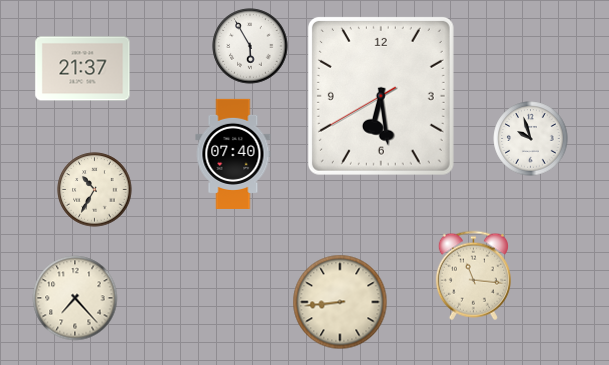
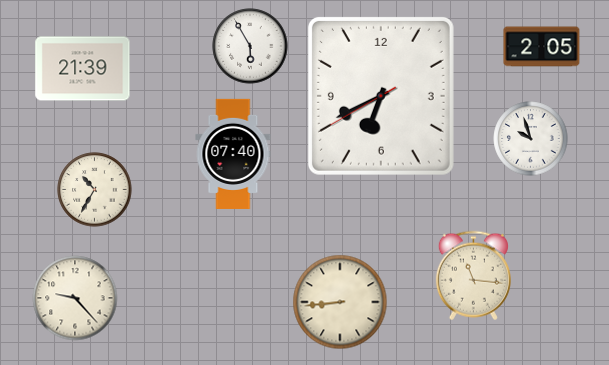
clock at (542, 47): none -> 2:05
clock at (83, 69): 21:37 -> 21:39
clock at (381, 96): 6:28 -> 6:40
clock at (75, 298): 7:23 -> 9:23
